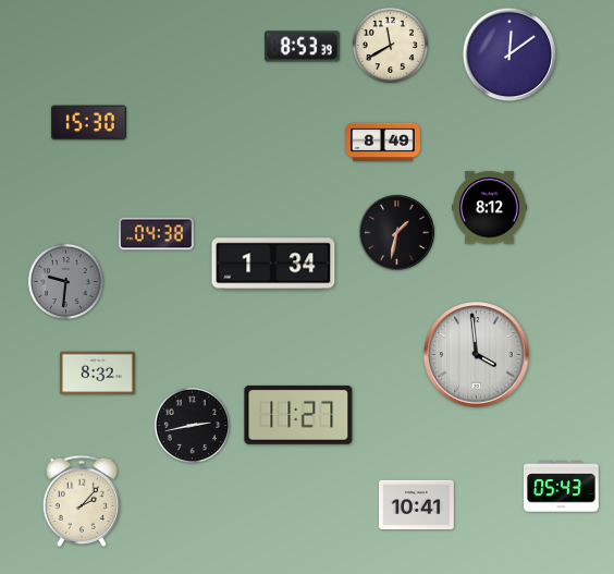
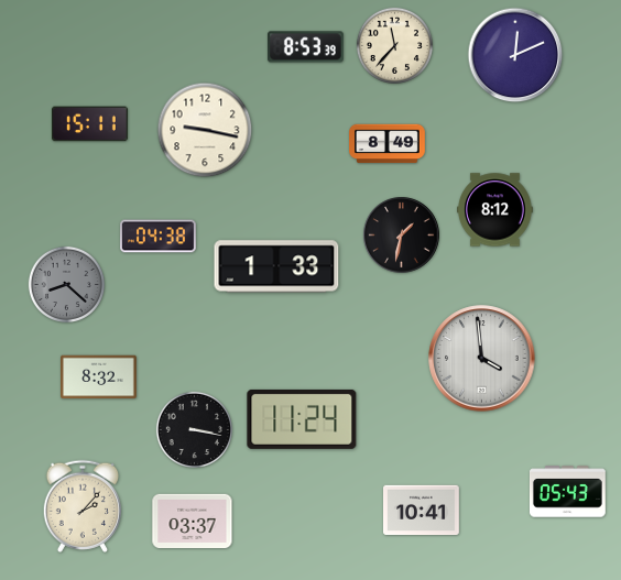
clock at (390, 45): 11:40 -> 11:37
clock at (509, 54): 12:09 -> 12:11
clock at (89, 123): 15:30 -> 15:11
clock at (205, 130): none -> 9:17
clock at (273, 264): 1:34 -> 1:33
clock at (65, 281): 9:31 -> 8:22
clock at (298, 415): 11:27 -> 11:24
clock at (192, 425): 2:43 -> 3:17
clock at (193, 521): none -> 03:37
